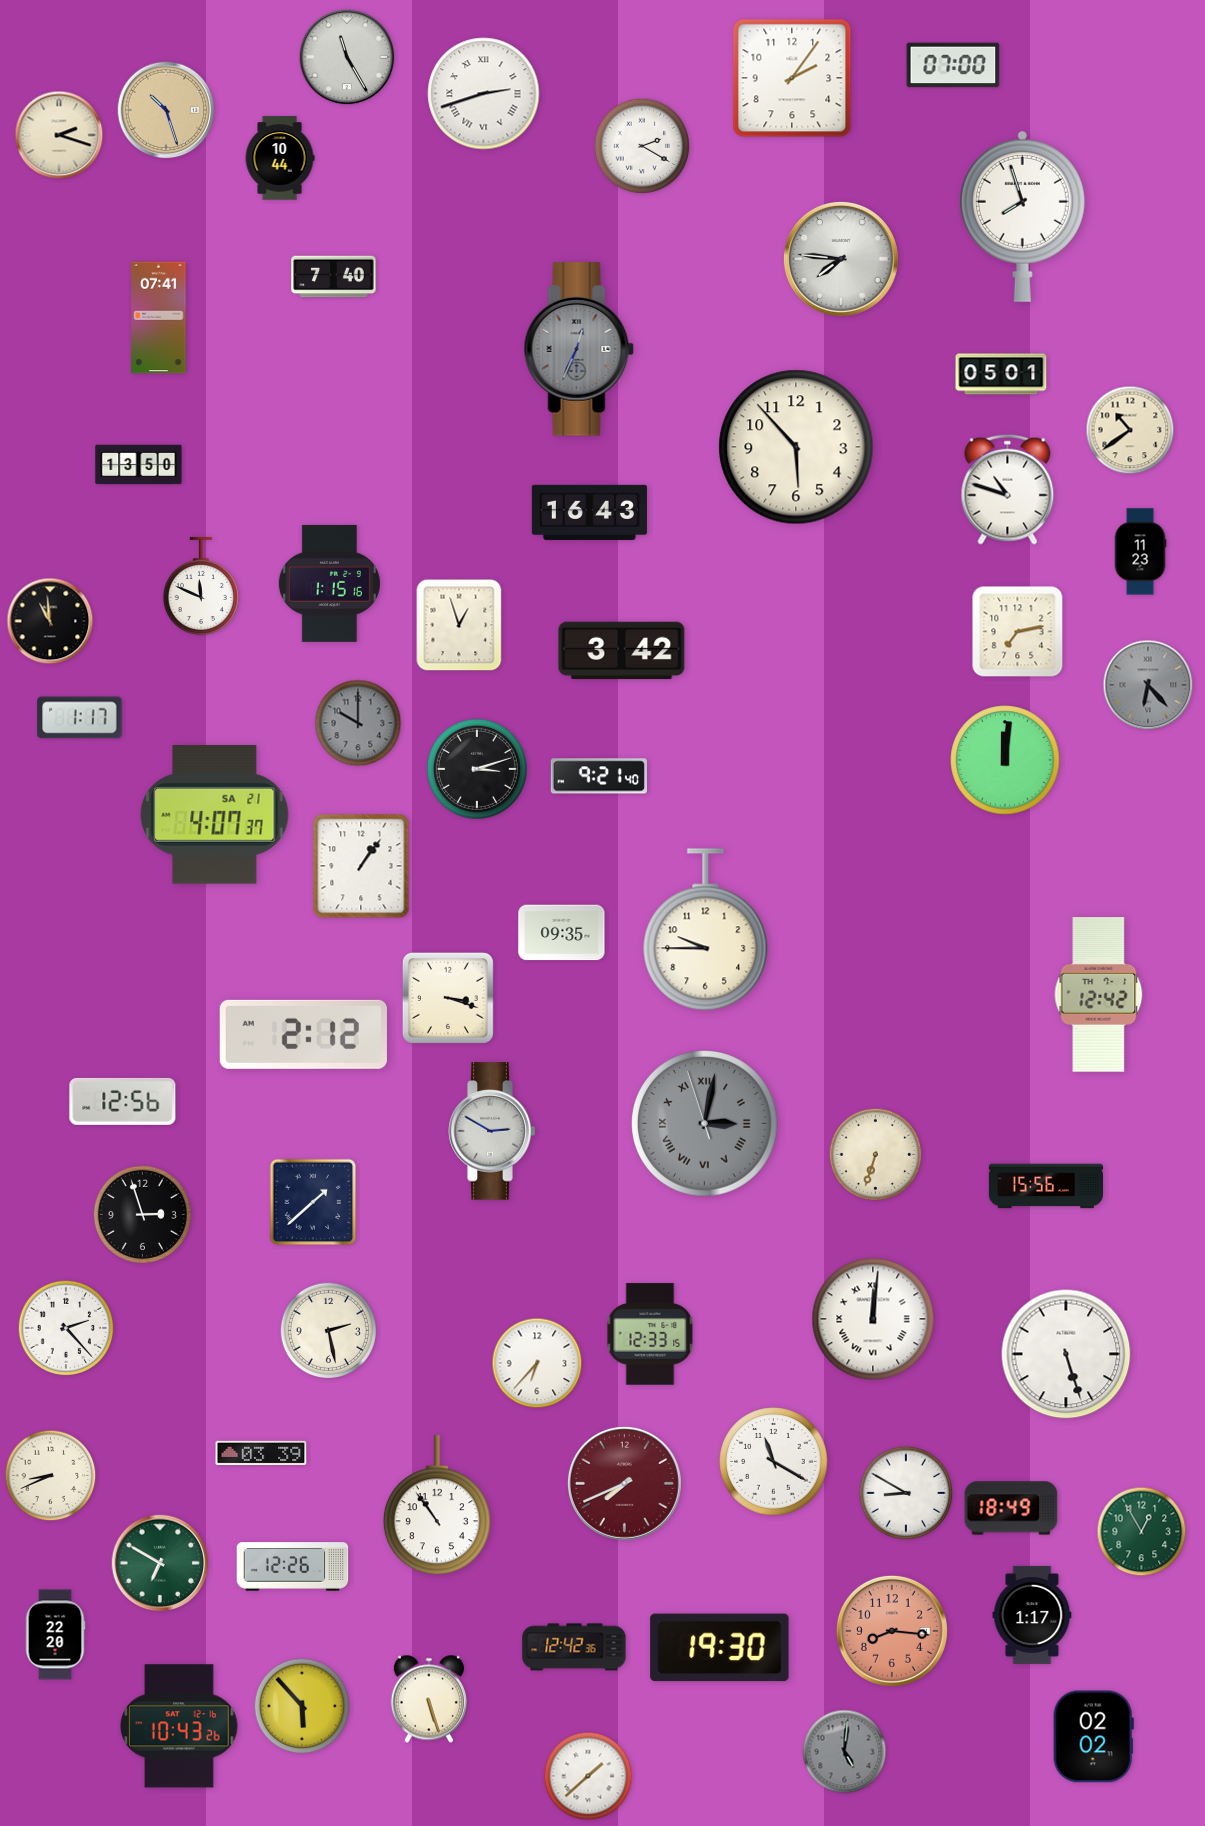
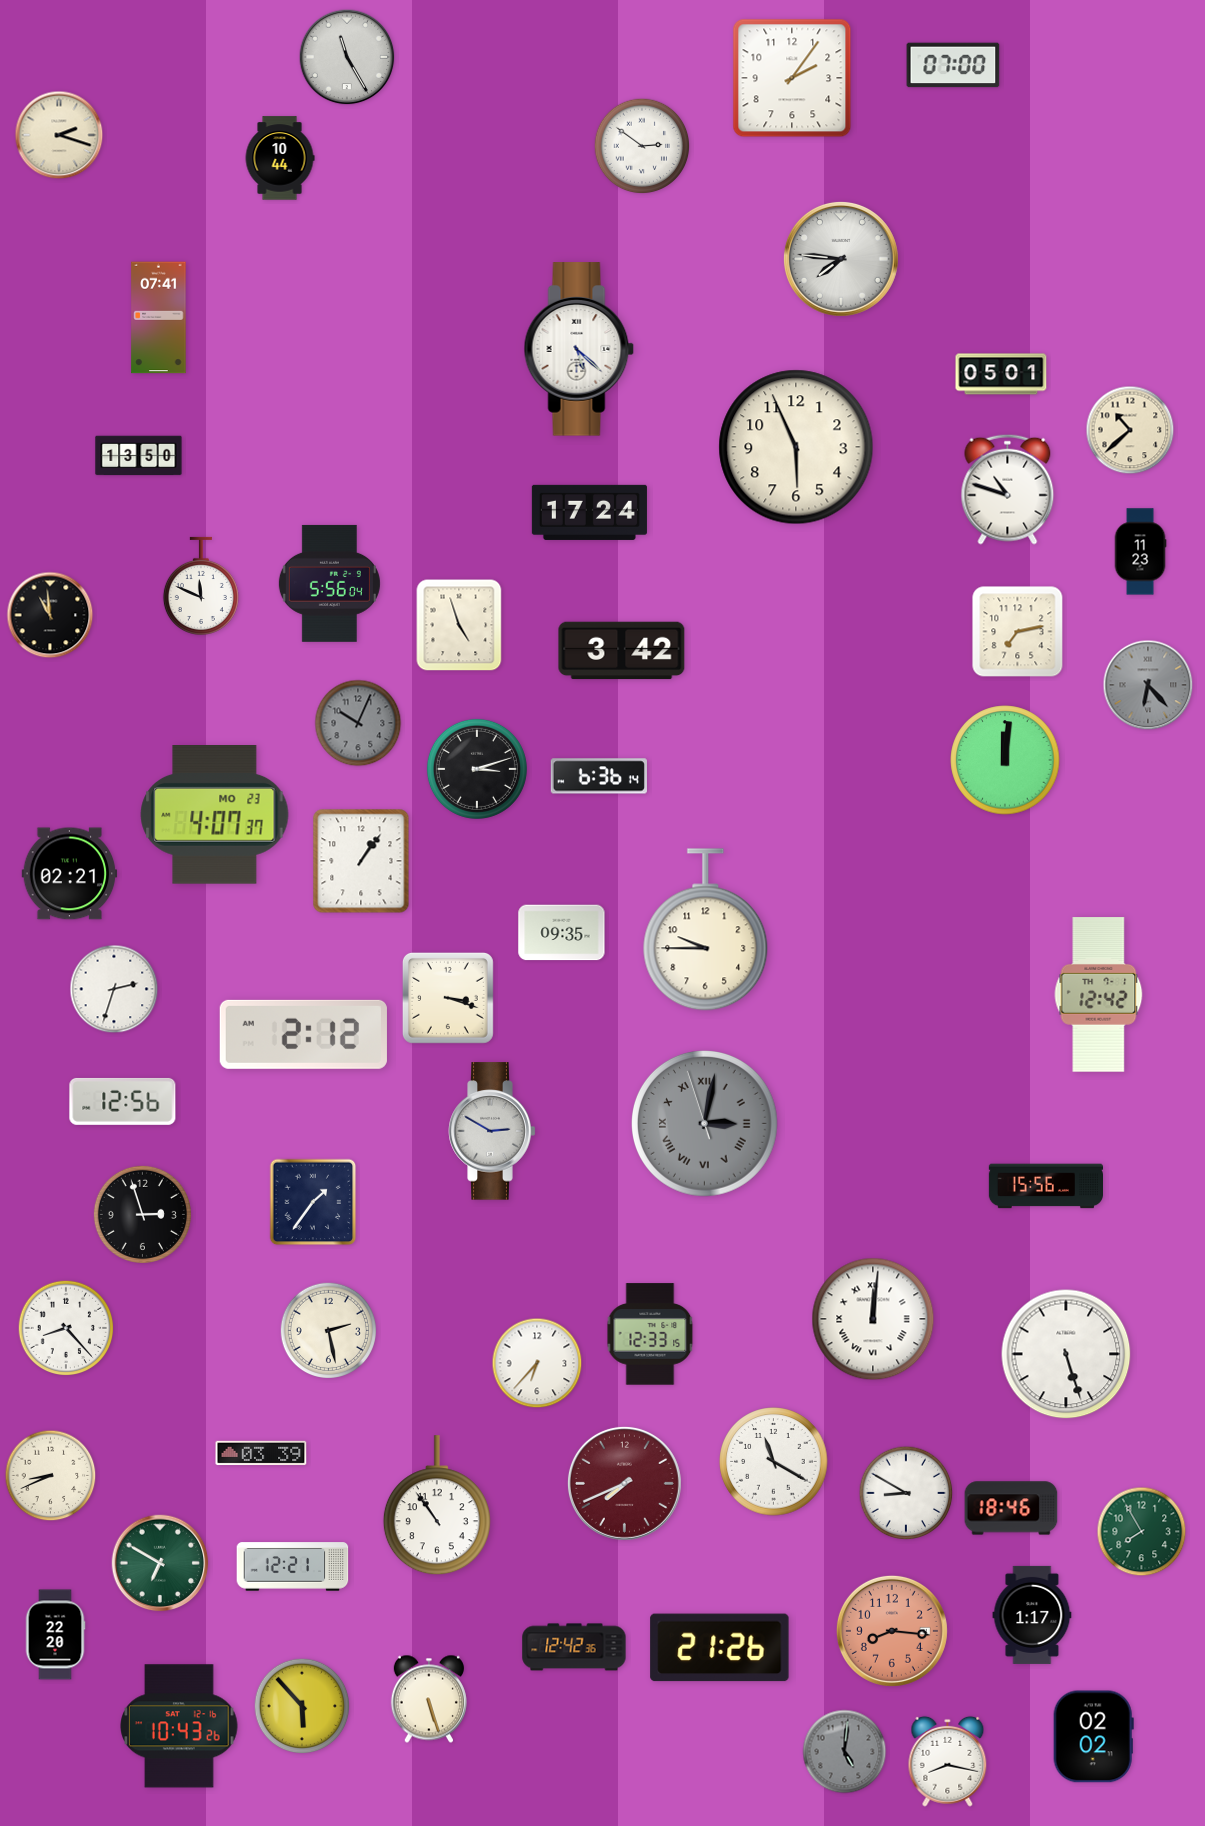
clock at (484, 94): 2:42 -> none
clock at (166, 110): 10:27 -> none
clock at (642, 146): 2:20 -> 2:51
clock at (1022, 216): 7:57 -> none
clock at (334, 277): 7:40 -> none
clock at (579, 349): 12:34 -> 5:22
clock at (579, 349) dial: grey -> white
clock at (1130, 430): 10:39 -> 10:38
clock at (796, 447): 5:53 -> 5:56
clock at (139, 465) position: (139, 465) -> (139, 456)
clock at (589, 512): 16:43 -> 17:24
clock at (329, 583): 1:15 -> 5:56
clock at (50, 621) position: (50, 621) -> (50, 615)
clock at (459, 625): 12:57 -> 4:57
clock at (80, 718): 1:17 -> none
clock at (358, 723): 10:00 -> 10:04
clock at (599, 776): 9:21 -> 6:36
clock at (215, 815) date: SA 21 -> MO 23
clock at (361, 866) position: (361, 866) -> (361, 861)
clock at (70, 874): none -> 02:21
clock at (114, 989): none -> 2:33
clock at (876, 1155): 6:33 -> none
clock at (313, 1202): 1:38 -> 1:36
clock at (66, 1328): 2:23 -> 8:23
clock at (1011, 1508): 18:49 -> 18:46
clock at (1142, 1532): 12:55 -> 7:55
clock at (293, 1567): 12:26 -> 12:21
clock at (720, 1648): 19:30 -> 21:26
clock at (948, 1761): none -> 8:17
clock at (588, 1776): 1:38 -> none
